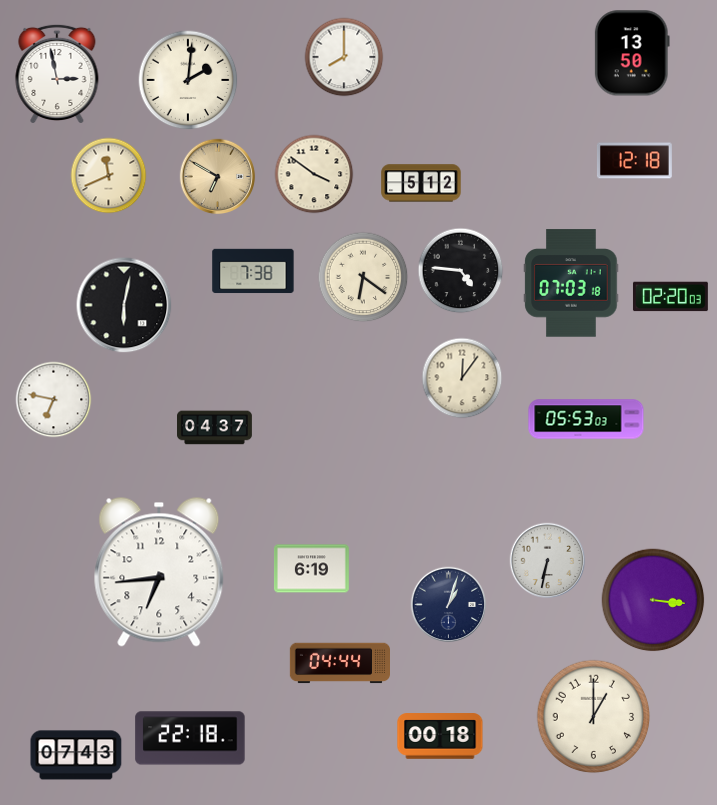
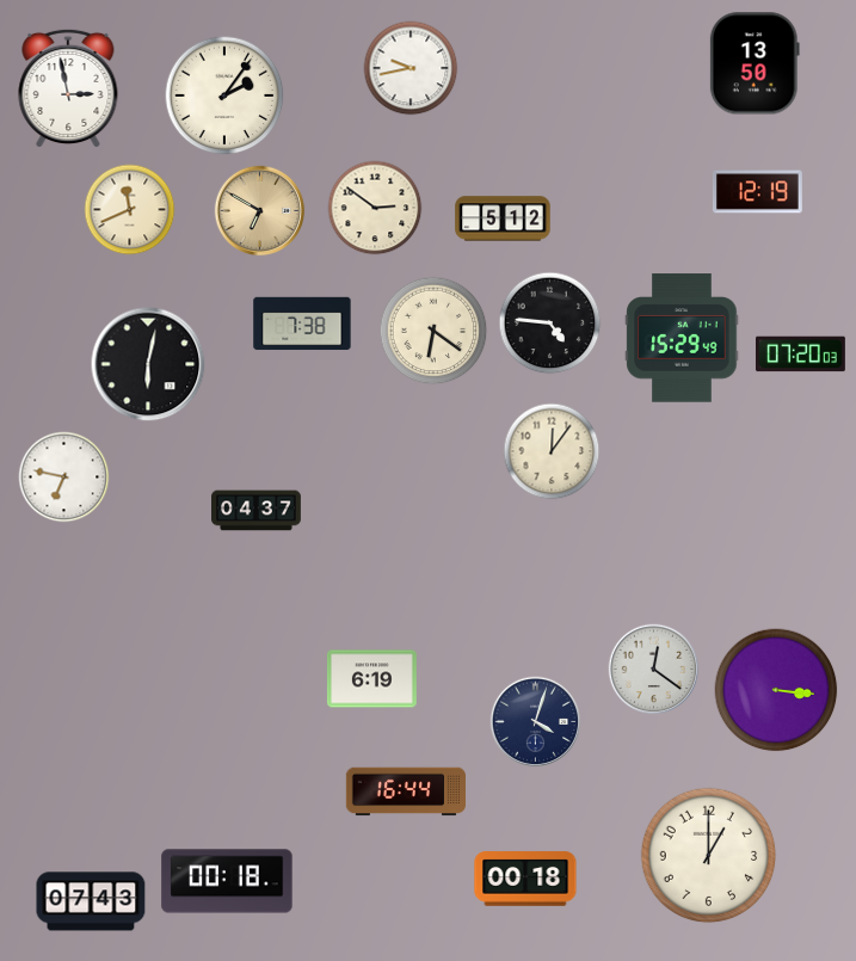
clock at (344, 57): 8:00 -> 9:43
clock at (188, 80): 2:01 -> 2:06
clock at (634, 161): 12:18 -> 12:19
clock at (314, 174): 3:51 -> 2:51
clock at (571, 283): 07:03 -> 15:29
clock at (670, 297): 02:20 -> 07:20
clock at (586, 419): 05:53 -> none
clock at (548, 561): 6:32 -> 12:21
clock at (159, 572): 6:44 -> none
clock at (653, 600) position: (653, 600) -> (776, 690)
clock at (449, 605): 1:03 -> 4:03
clock at (339, 663): 04:44 -> 16:44
clock at (190, 738): 22:18 -> 00:18
